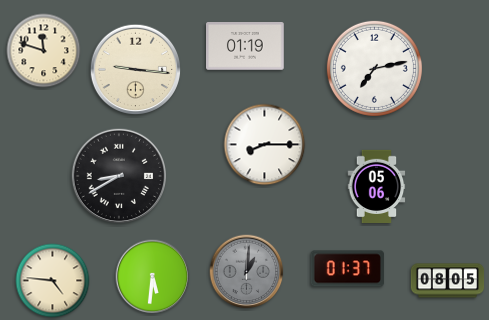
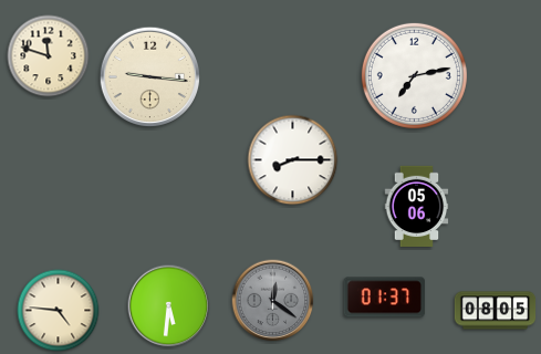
clock at (245, 46): 01:19 -> none
clock at (118, 175): 8:40 -> none
clock at (247, 272): 1:01 -> 12:21
